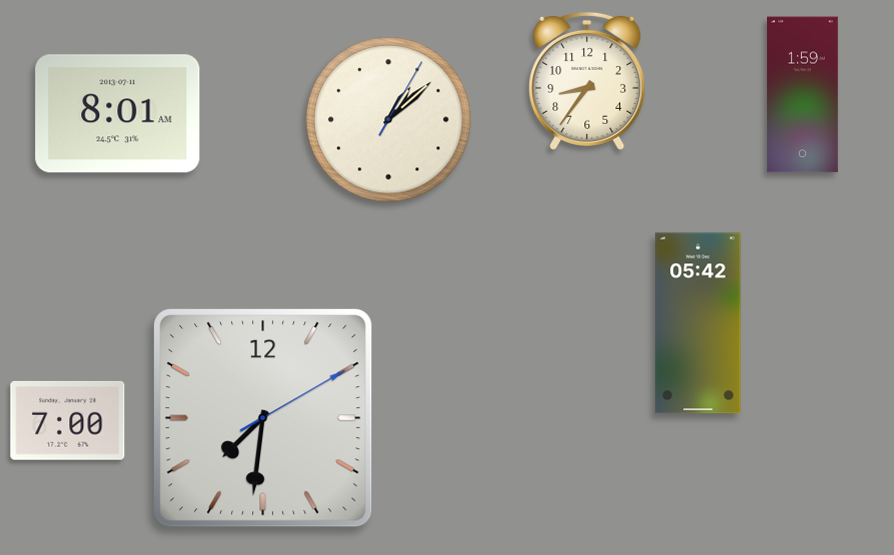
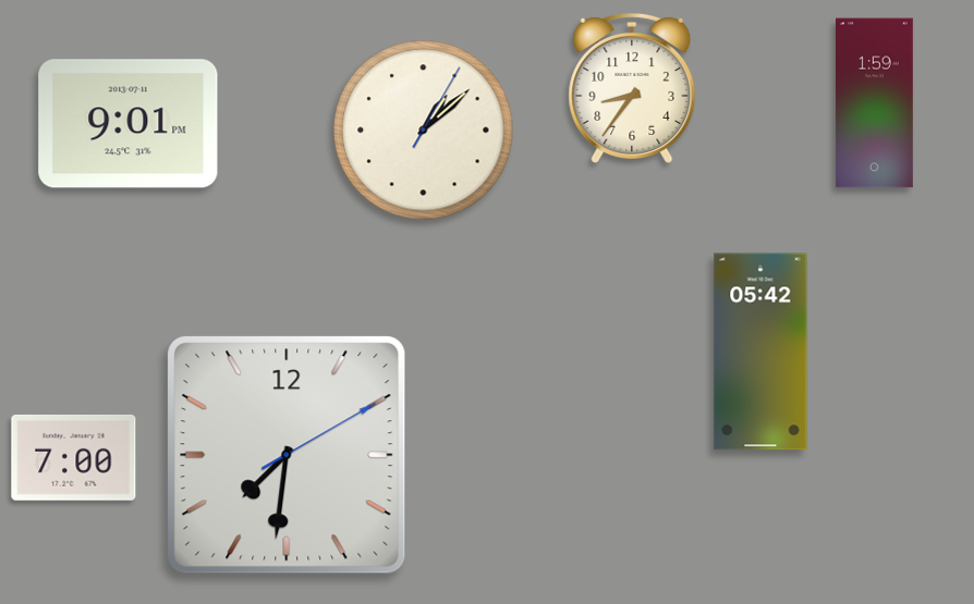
clock at (587, 81) position: (587, 81) -> (632, 88)
clock at (118, 114): 8:01 -> 9:01
